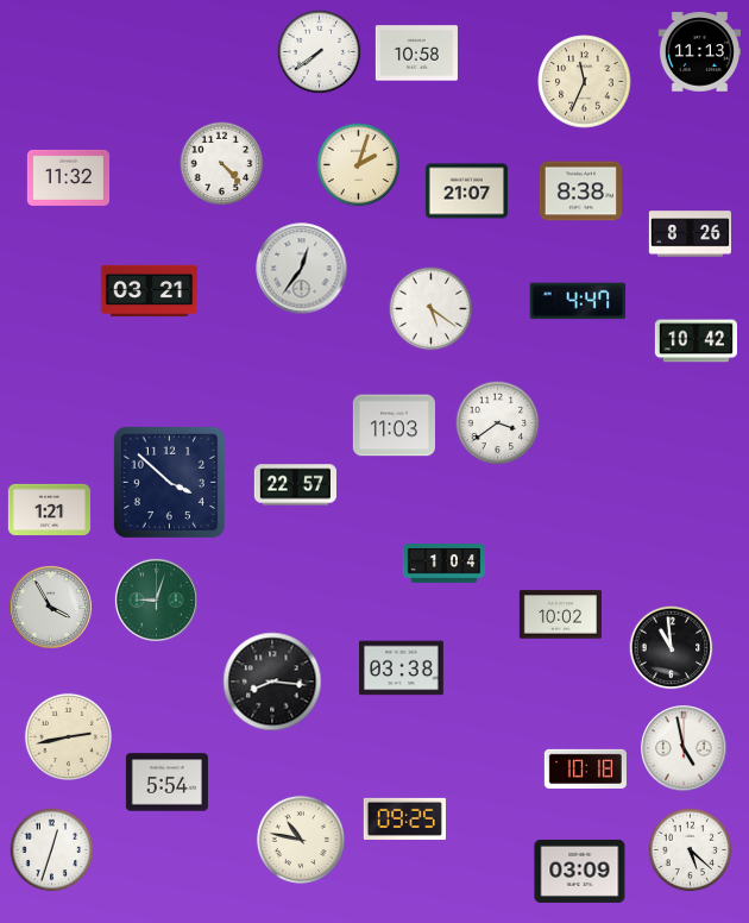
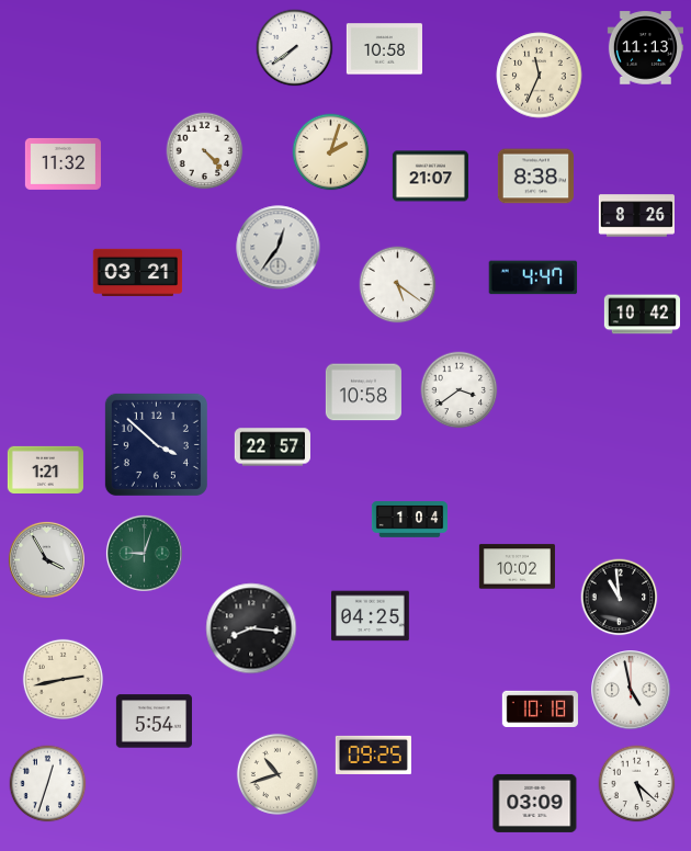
clock at (150, 290) position: (150, 290) -> (138, 272)
clock at (394, 426): 11:03 -> 10:58
clock at (402, 668): 03:38 -> 04:25
clock at (301, 840): 10:47 -> 10:42
